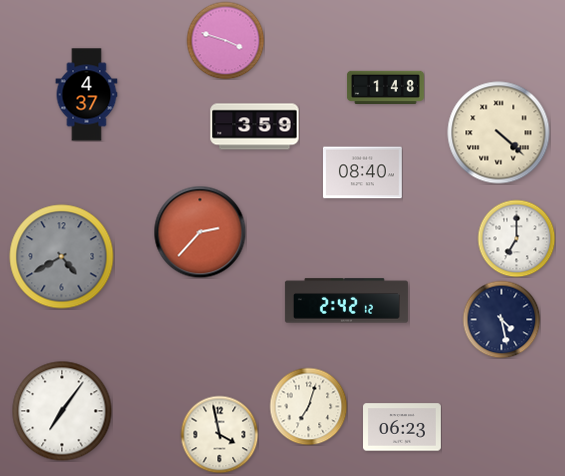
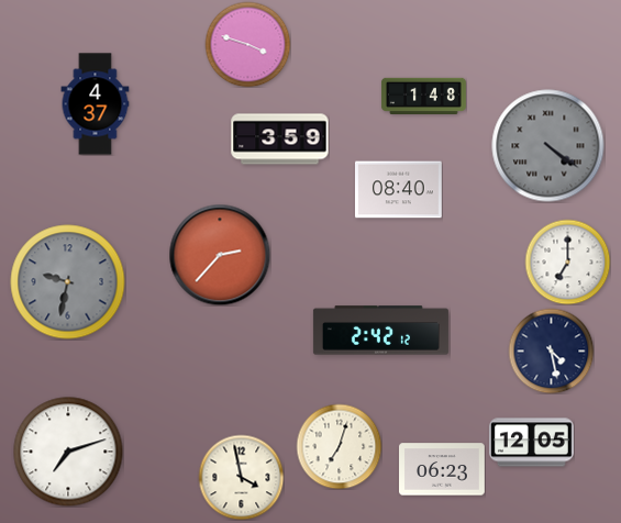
clock at (499, 133): 4:22 -> 4:21
clock at (499, 133) dial: cream -> grey
clock at (62, 257): 4:40 -> 9:32
clock at (531, 443): none -> 12:05
clock at (62, 411): 7:06 -> 7:12
